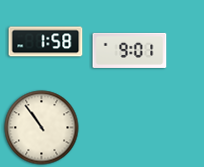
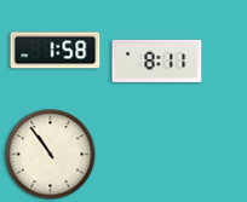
clock at (130, 50): 9:01 -> 8:11
